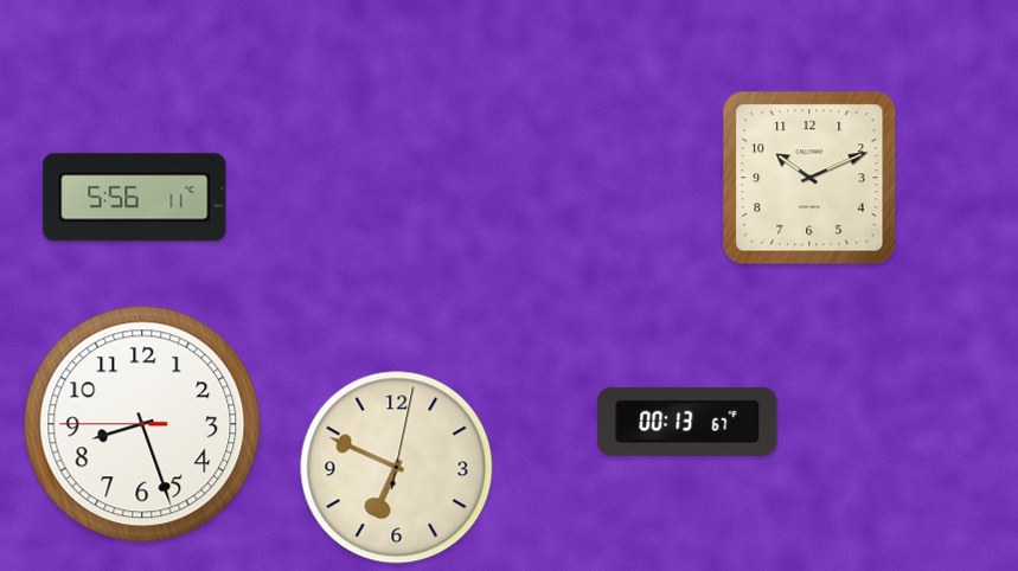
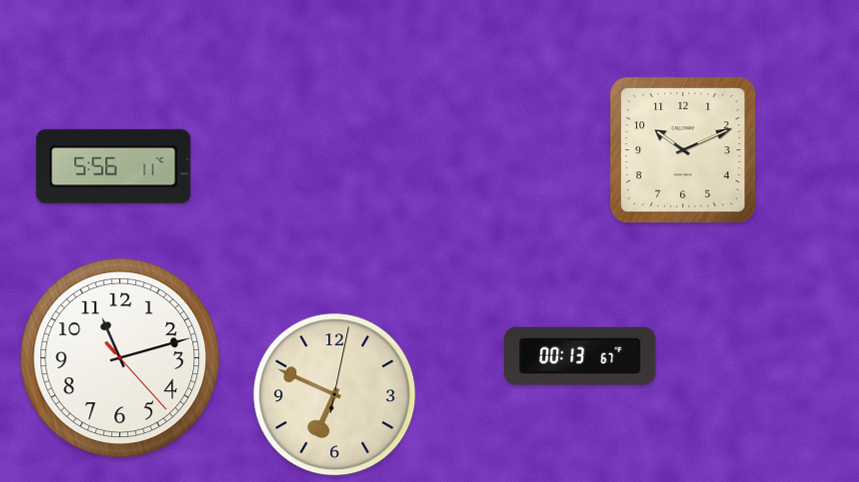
clock at (142, 424): 8:26 -> 11:12
